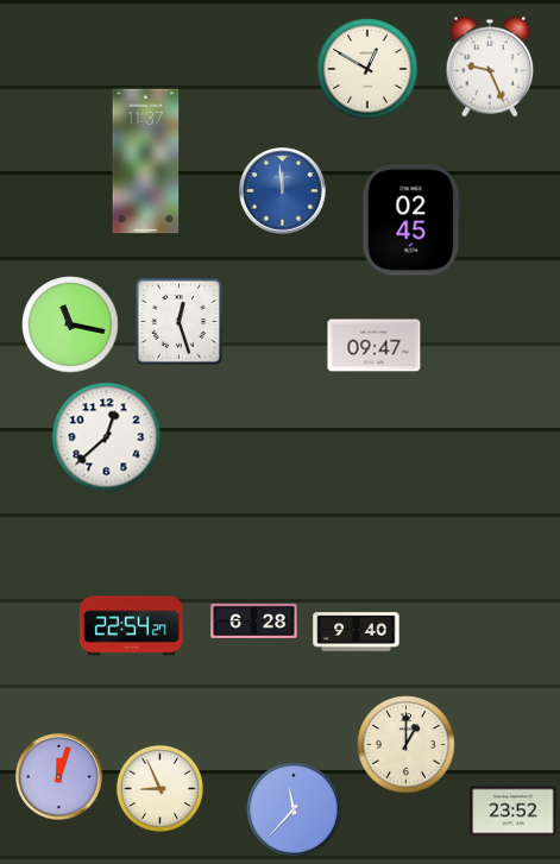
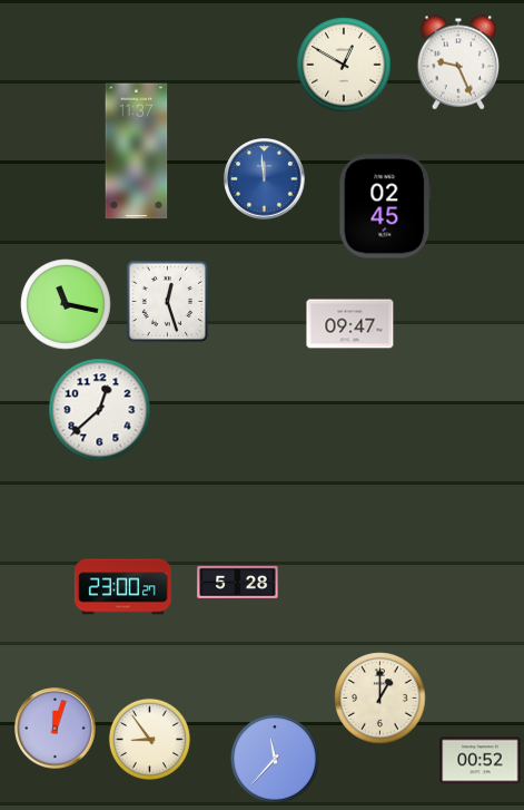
clock at (254, 620): 6:28 -> 5:28
clock at (131, 626): 22:54 -> 23:00
clock at (357, 632): 9:40 -> none
clock at (159, 788): 8:56 -> 8:54
clock at (514, 812): 23:52 -> 00:52
